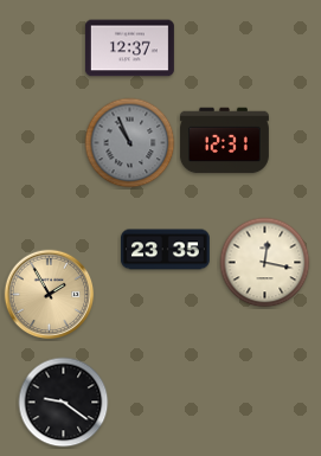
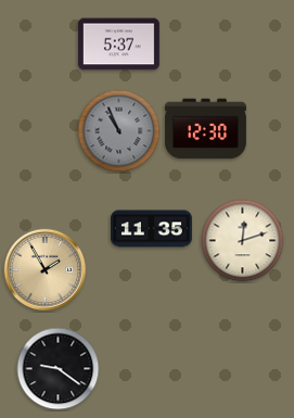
clock at (129, 49): 12:37 -> 5:37
clock at (224, 141): 12:31 -> 12:30
clock at (165, 250): 23:35 -> 11:35
clock at (265, 263): 12:17 -> 12:12
